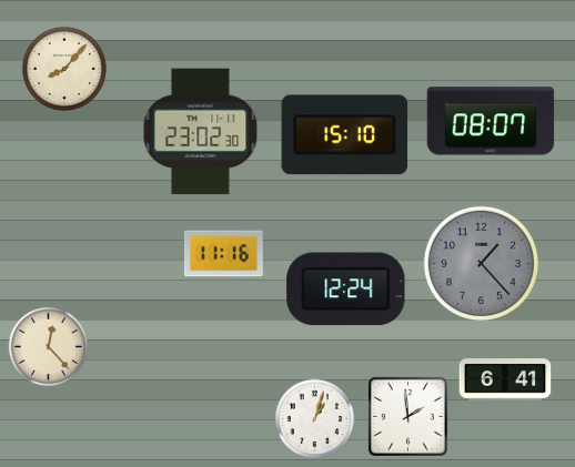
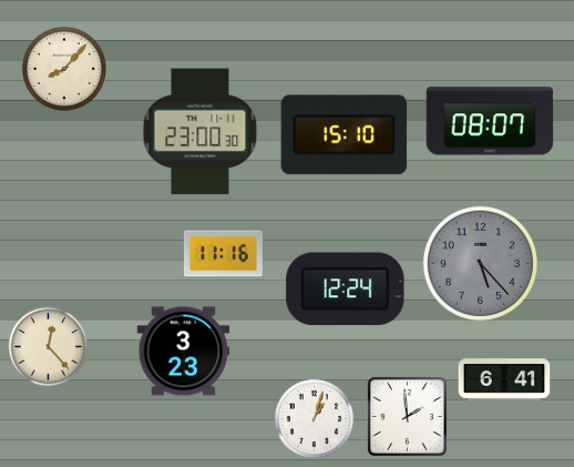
clock at (201, 132): 23:02 -> 23:00
clock at (481, 263): 1:23 -> 5:23
clock at (184, 352): none -> 3:23
